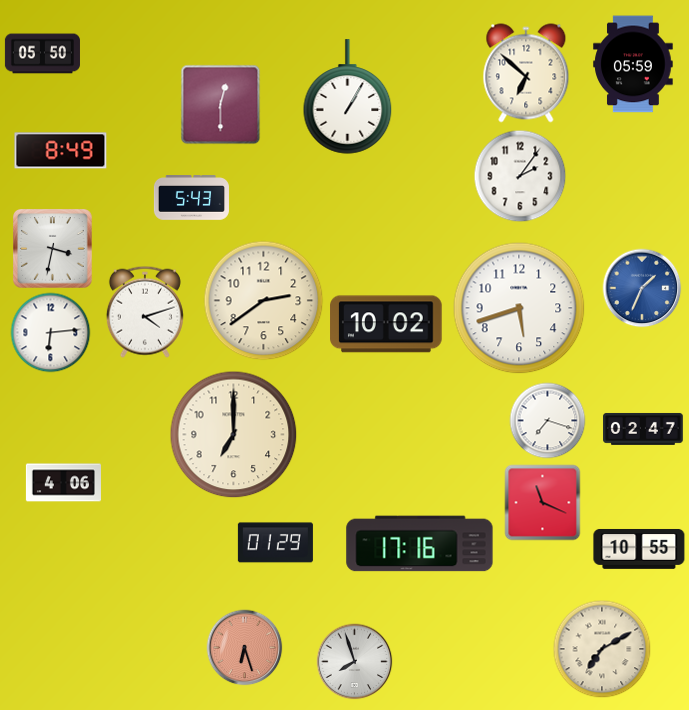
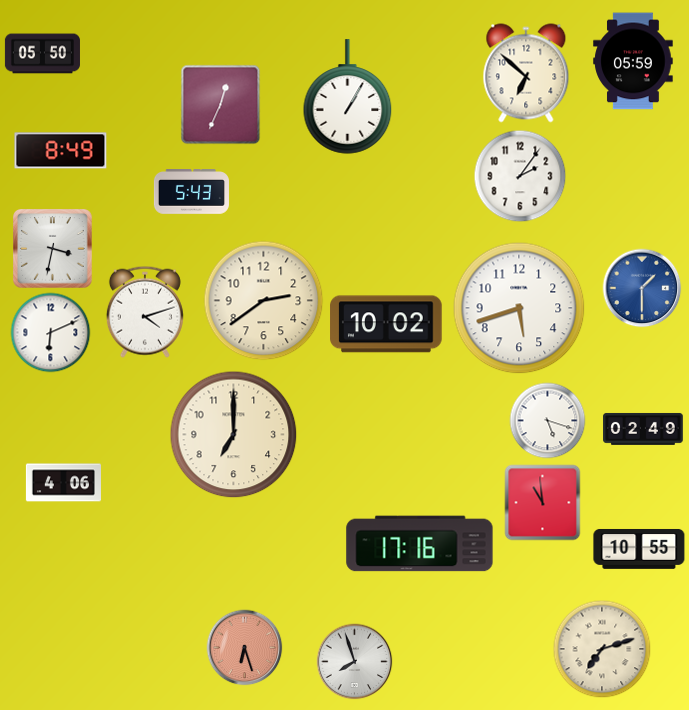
clock at (633, 64) position: (633, 64) -> (633, 61)
clock at (221, 105): 12:30 -> 12:34
clock at (191, 198) position: (191, 198) -> (191, 192)
clock at (642, 288): 1:34 -> 1:30
clock at (51, 333): 6:14 -> 6:11
clock at (548, 421): 7:18 -> 5:18
clock at (643, 429): 02:47 -> 02:49
clock at (543, 503): 11:19 -> 10:59
clock at (275, 543): 01:29 -> none
clock at (602, 649): 7:10 -> 7:12
